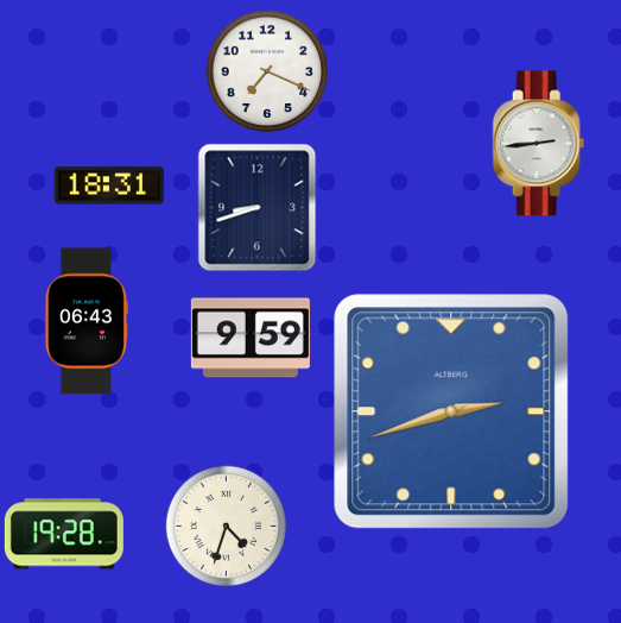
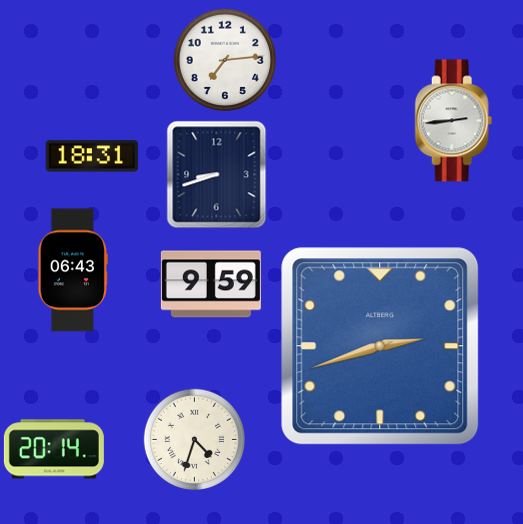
clock at (266, 70): 7:19 -> 7:14
clock at (226, 526) position: (226, 526) -> (194, 439)
clock at (64, 534): 19:28 -> 20:14
